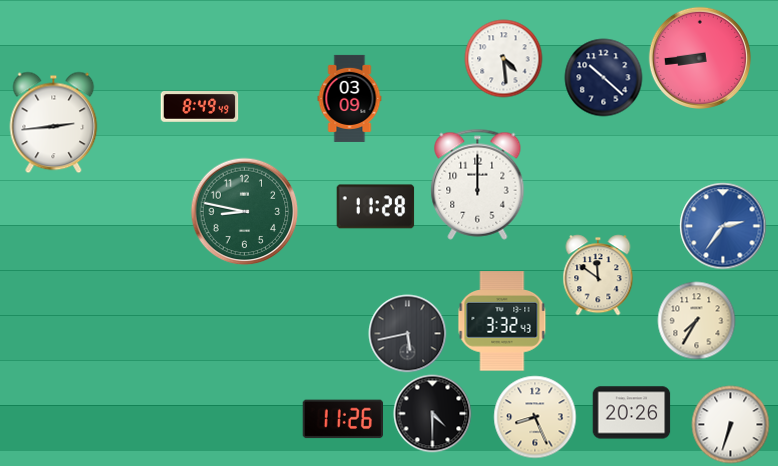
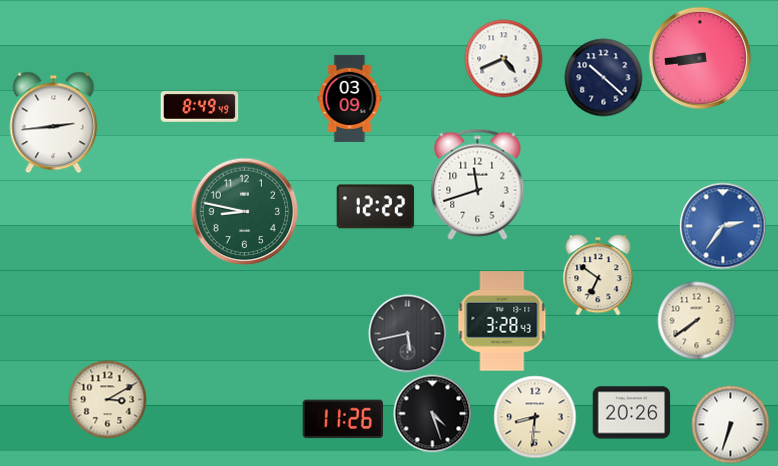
clock at (503, 58): 4:29 -> 4:41
clock at (478, 184): 12:00 -> 11:42
clock at (375, 207): 11:28 -> 12:22
clock at (598, 275): 11:51 -> 6:51
clock at (696, 320): 7:35 -> 7:39
clock at (502, 321): 3:32 -> 3:28
clock at (107, 399): none -> 3:10
clock at (432, 413): 4:30 -> 4:27
clock at (535, 417): 8:26 -> 8:31
